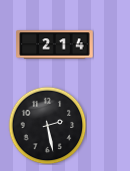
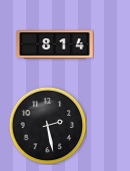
clock at (55, 45): 2:14 -> 8:14
